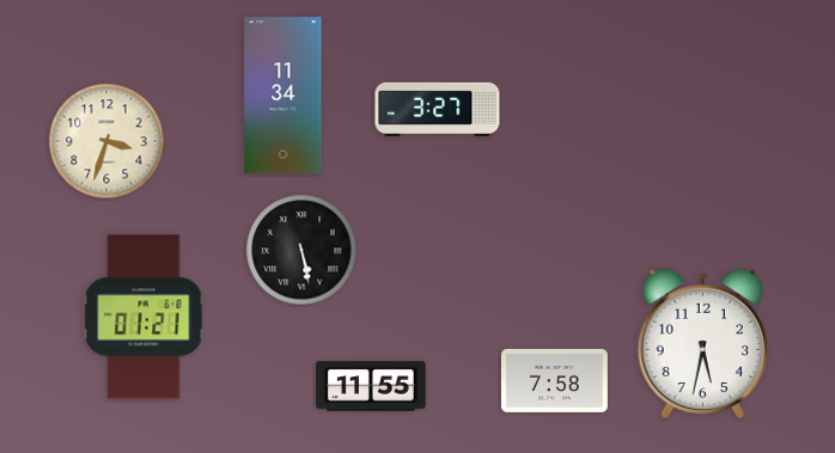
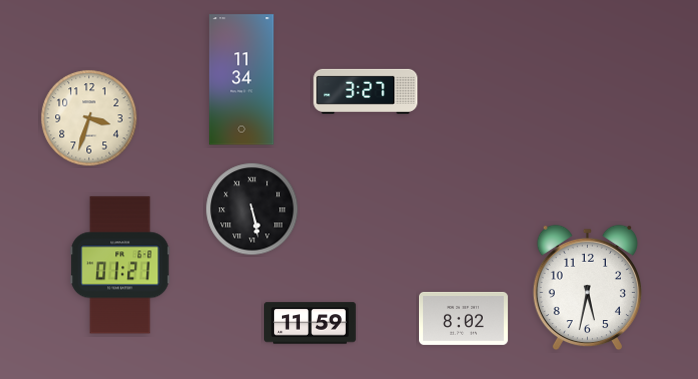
clock at (284, 96) position: (284, 96) -> (242, 80)
clock at (554, 380): 7:58 -> 8:02
clock at (371, 386): 11:55 -> 11:59
